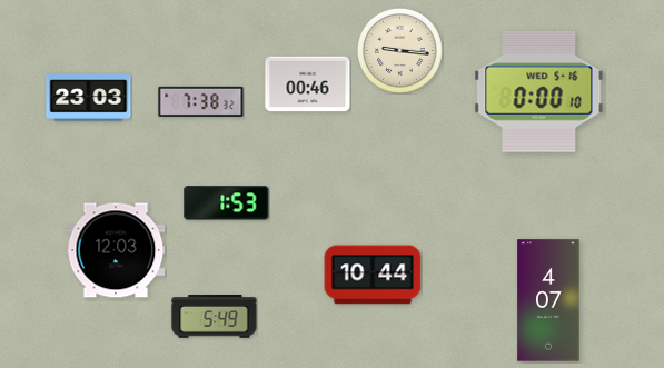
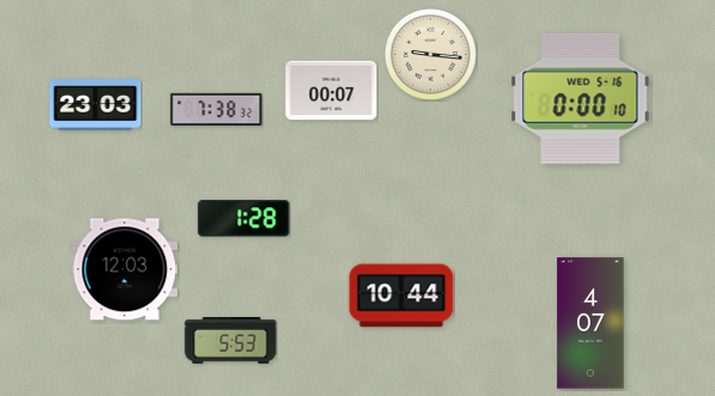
clock at (308, 84): 00:46 -> 00:07
clock at (227, 203): 1:53 -> 1:28
clock at (215, 317): 5:49 -> 5:53
